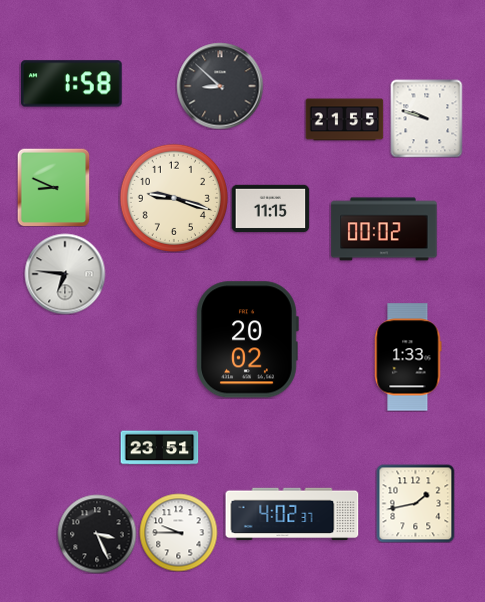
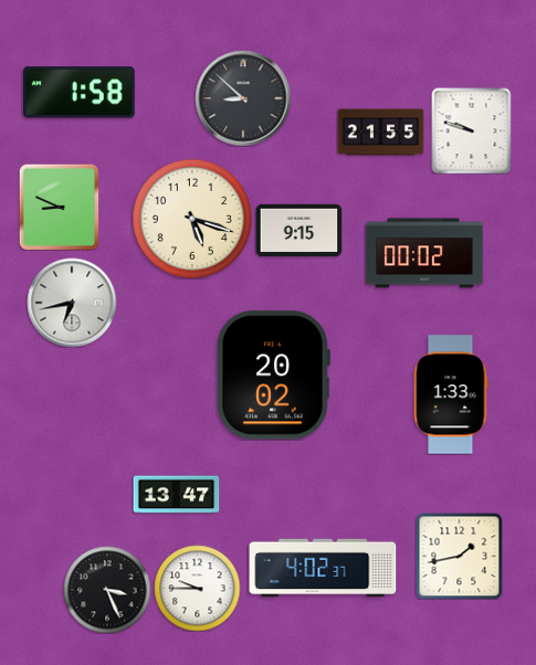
clock at (220, 86) position: (220, 86) -> (243, 98)
clock at (174, 198): 9:18 -> 5:18
clock at (270, 209): 11:15 -> 9:15
clock at (65, 274): 6:46 -> 6:43
clock at (159, 448): 23:51 -> 13:47
